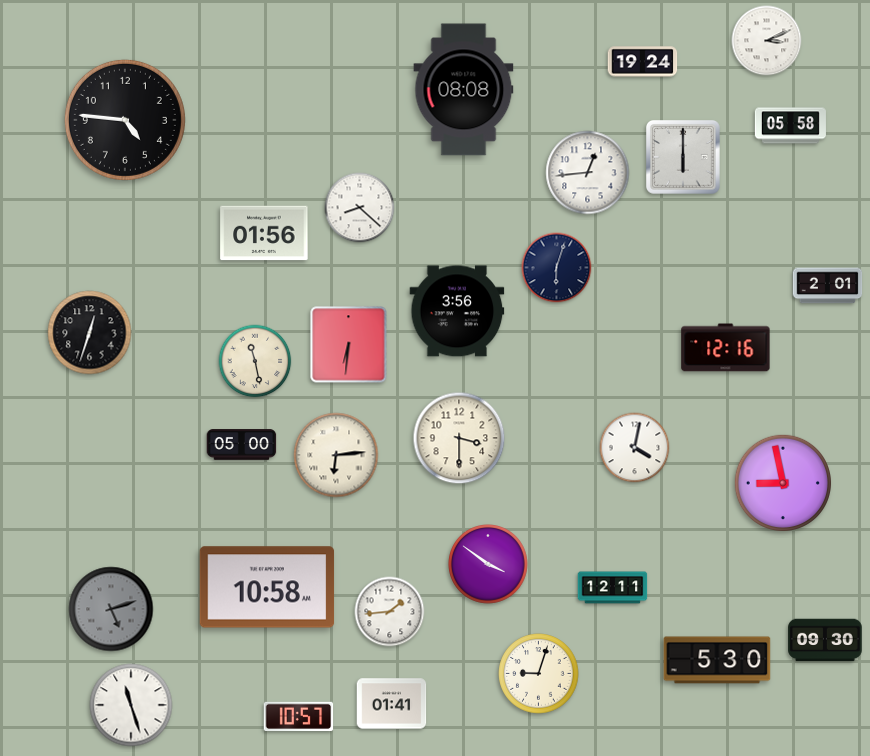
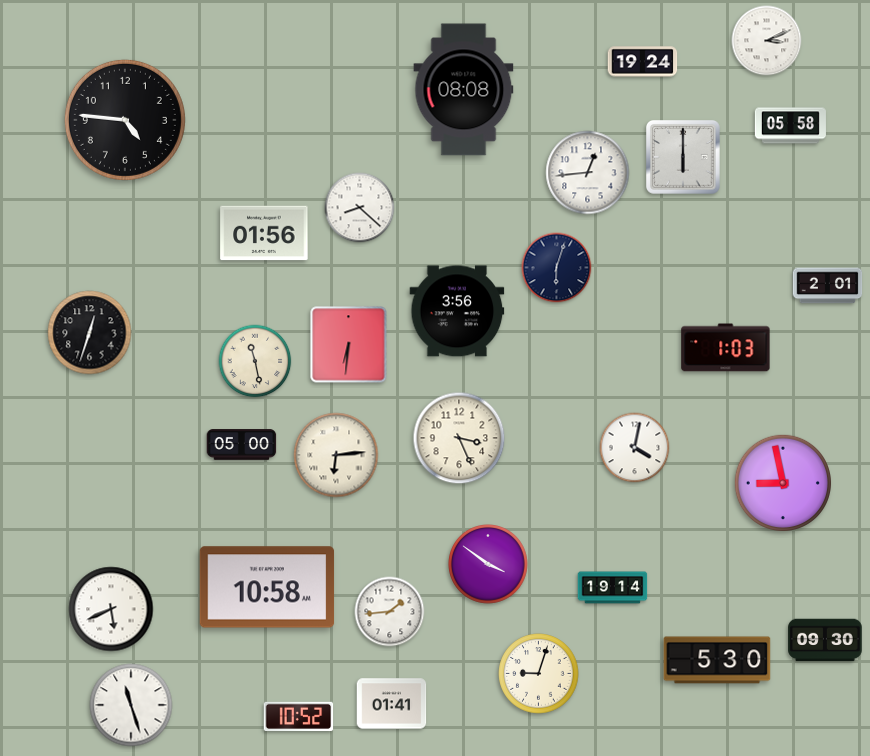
clock at (726, 348): 12:16 -> 1:03
clock at (459, 438): 3:30 -> 3:26
clock at (613, 588): 12:11 -> 19:14
clock at (111, 609): 5:12 -> 5:41
clock at (111, 609) dial: grey -> white
clock at (299, 716): 10:57 -> 10:52
